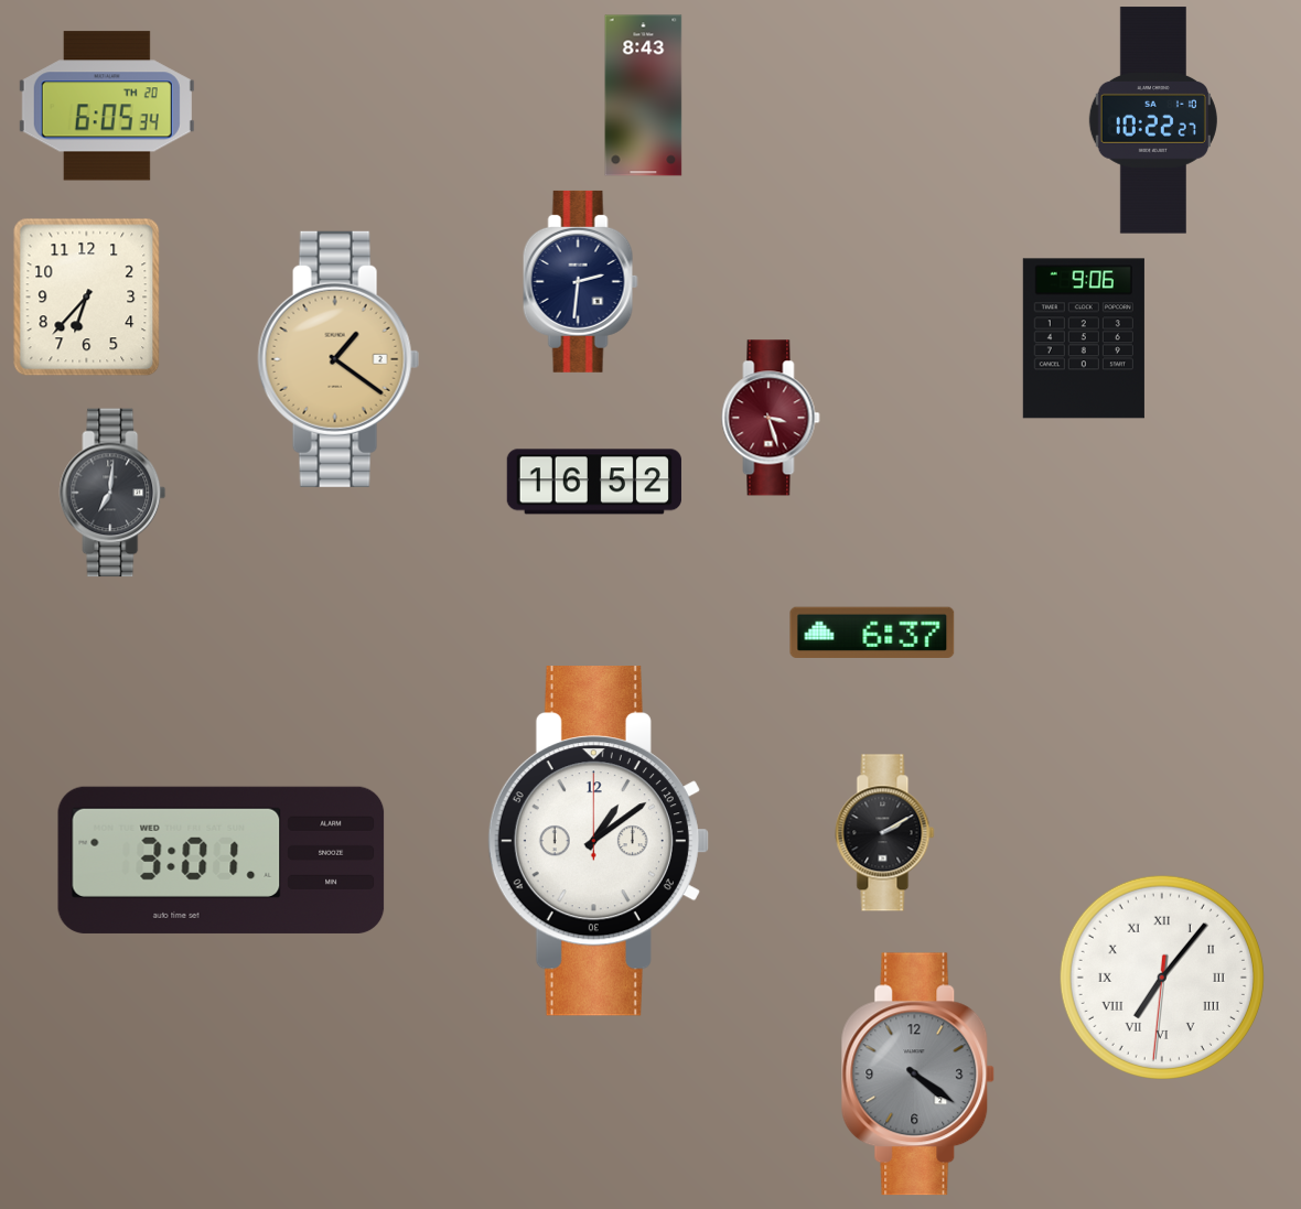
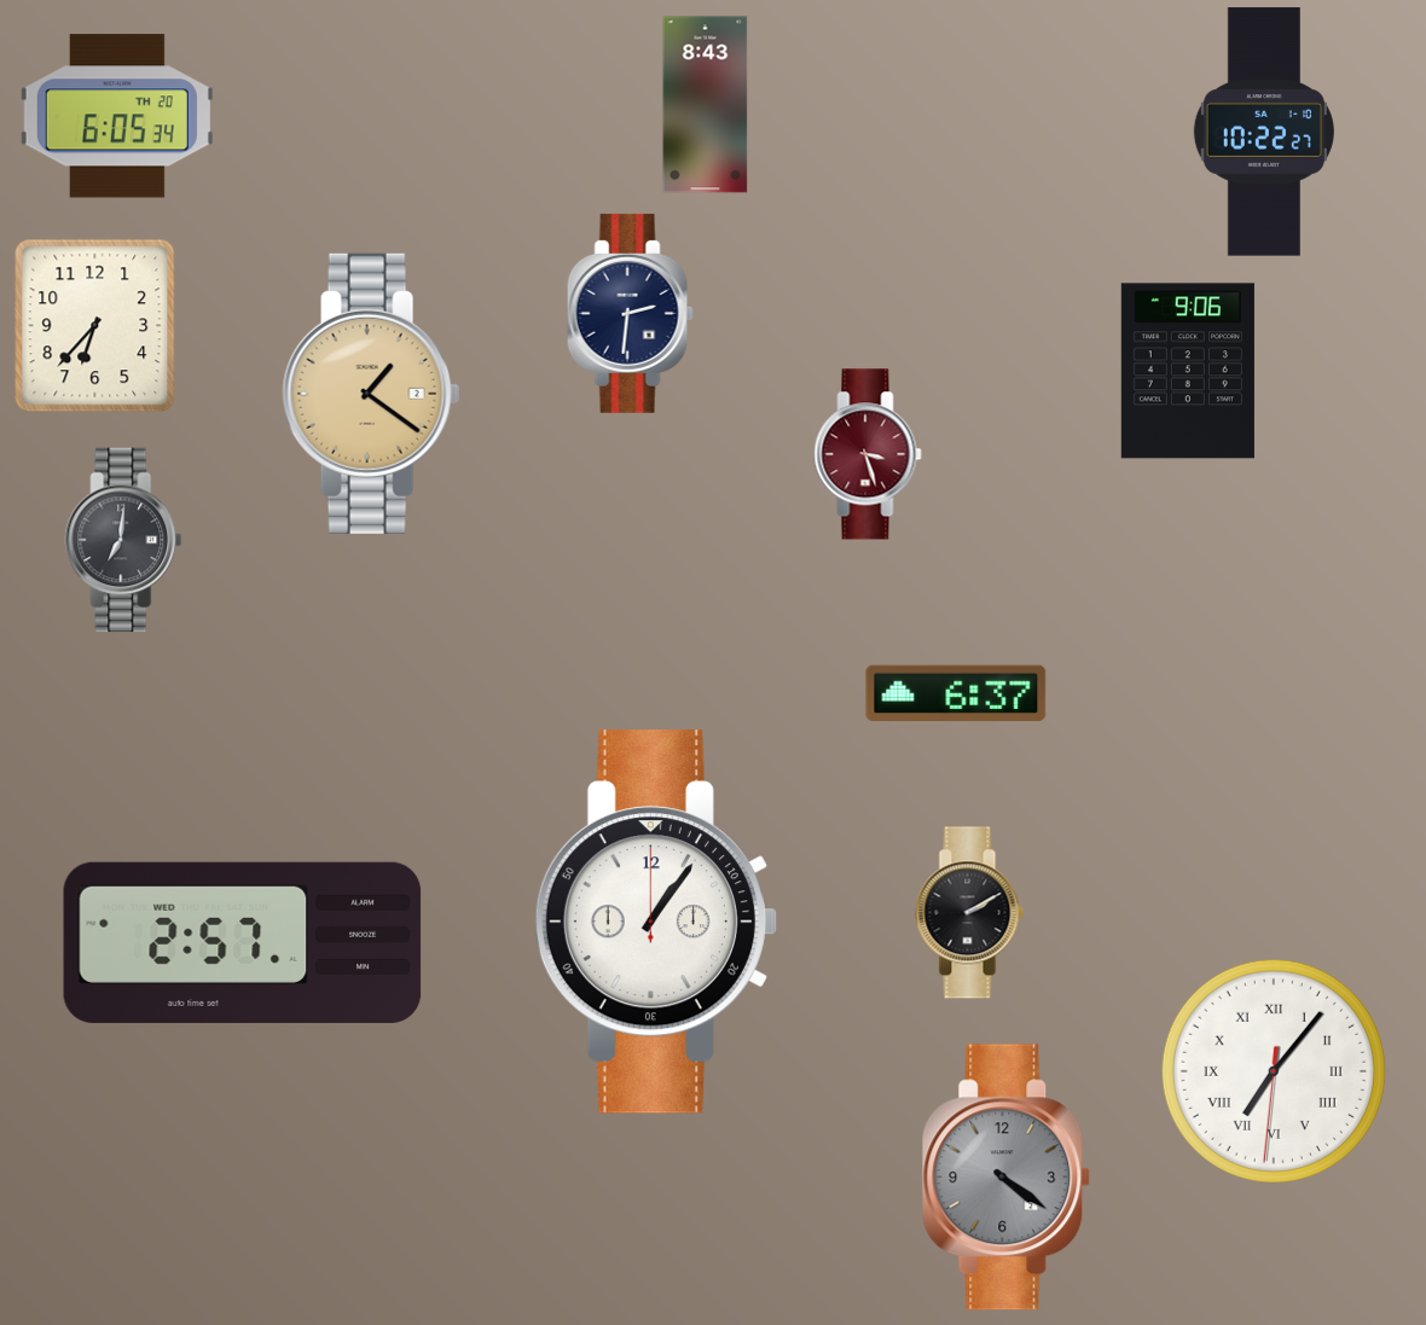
clock at (580, 281) position: (580, 281) -> (630, 313)
clock at (771, 418) position: (771, 418) -> (868, 454)
clock at (594, 482): 16:52 -> none
clock at (599, 841): 1:09 -> 1:06
clock at (222, 860): 3:01 -> 2:57
